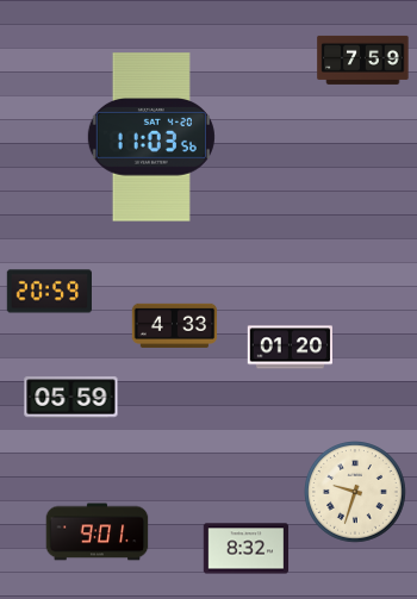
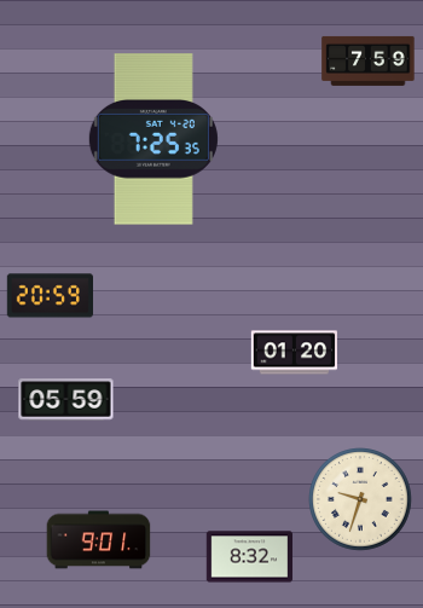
clock at (151, 137): 11:03 -> 7:25
clock at (175, 325): 4:33 -> none
clock at (71, 398) position: (71, 398) -> (66, 400)
